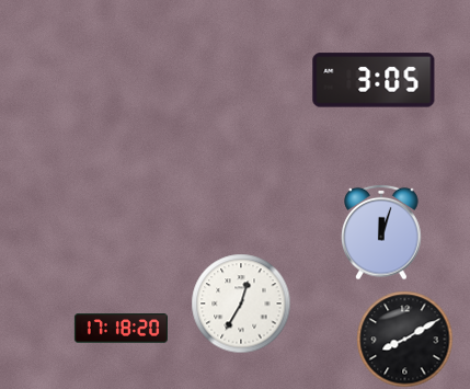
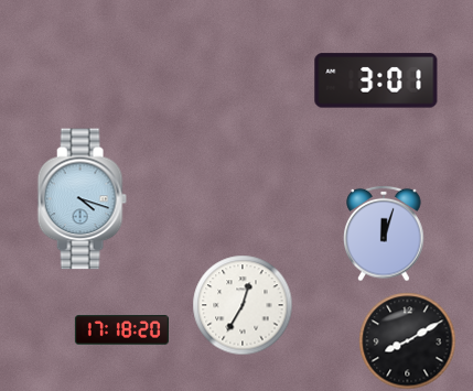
clock at (374, 80): 3:05 -> 3:01
clock at (82, 199): none -> 4:18
